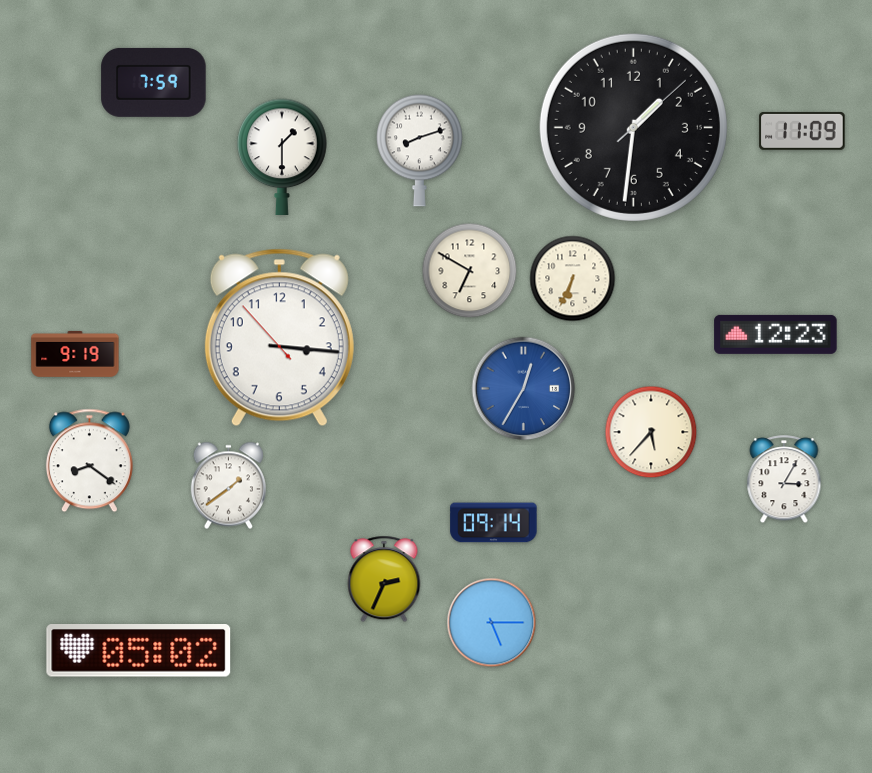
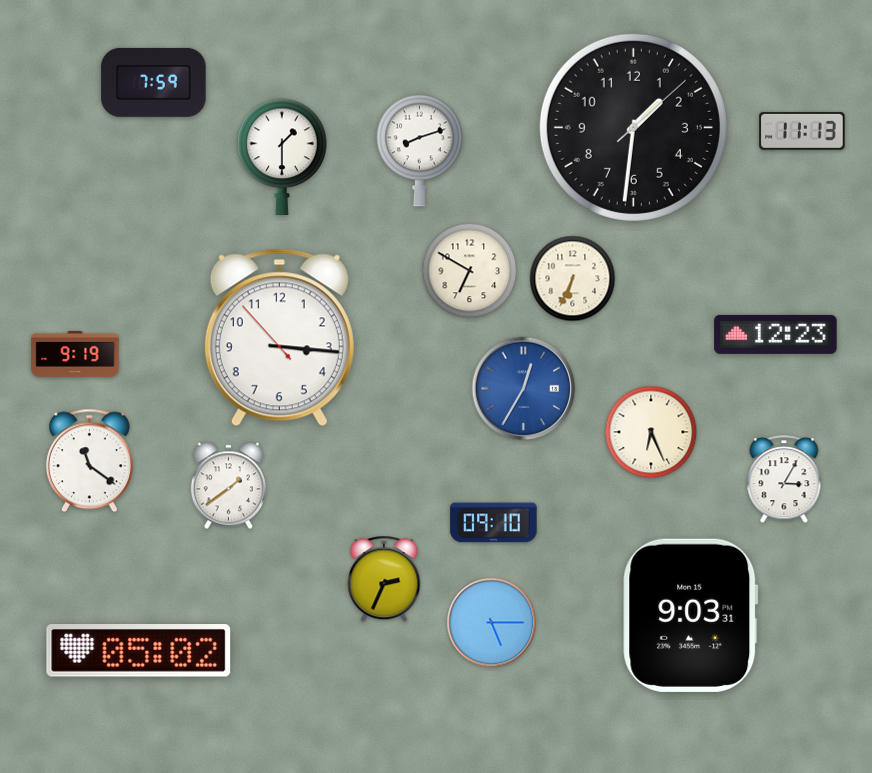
clock at (802, 131): 11:09 -> 11:13
clock at (651, 432): 5:37 -> 6:26
clock at (89, 461): 8:21 -> 11:21
clock at (494, 523): 09:14 -> 09:10
clock at (691, 615): none -> 9:03
